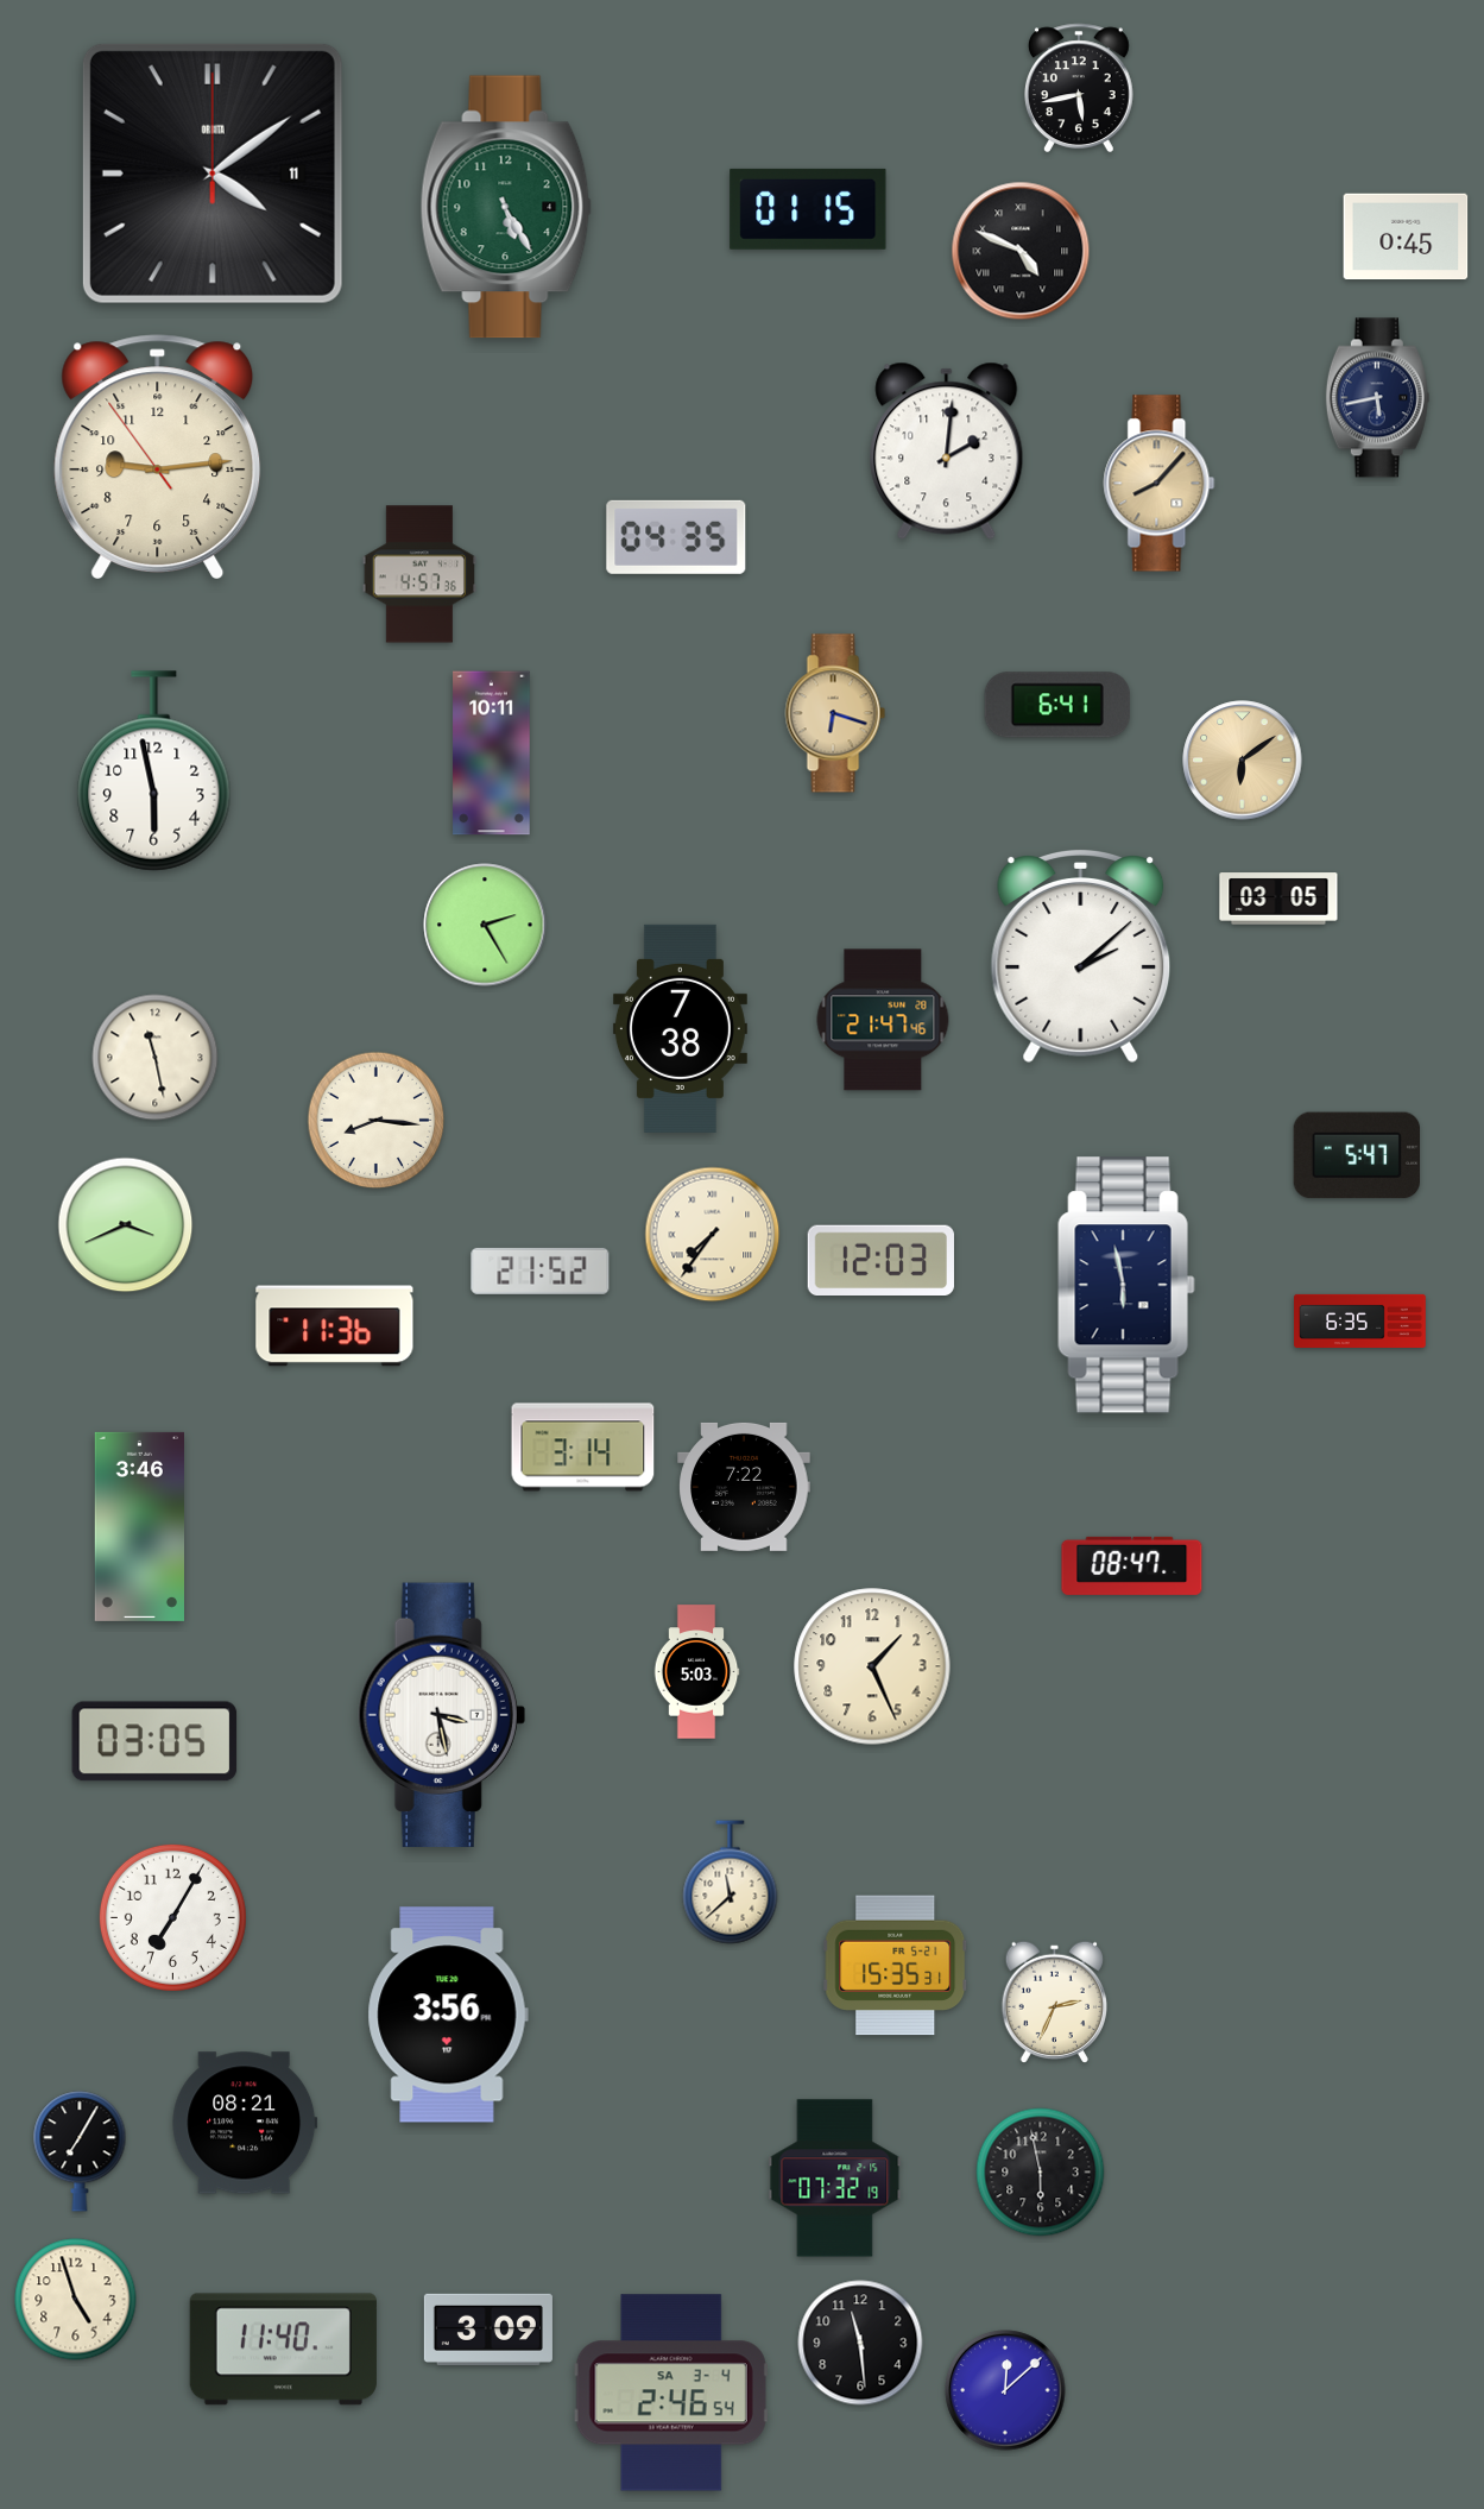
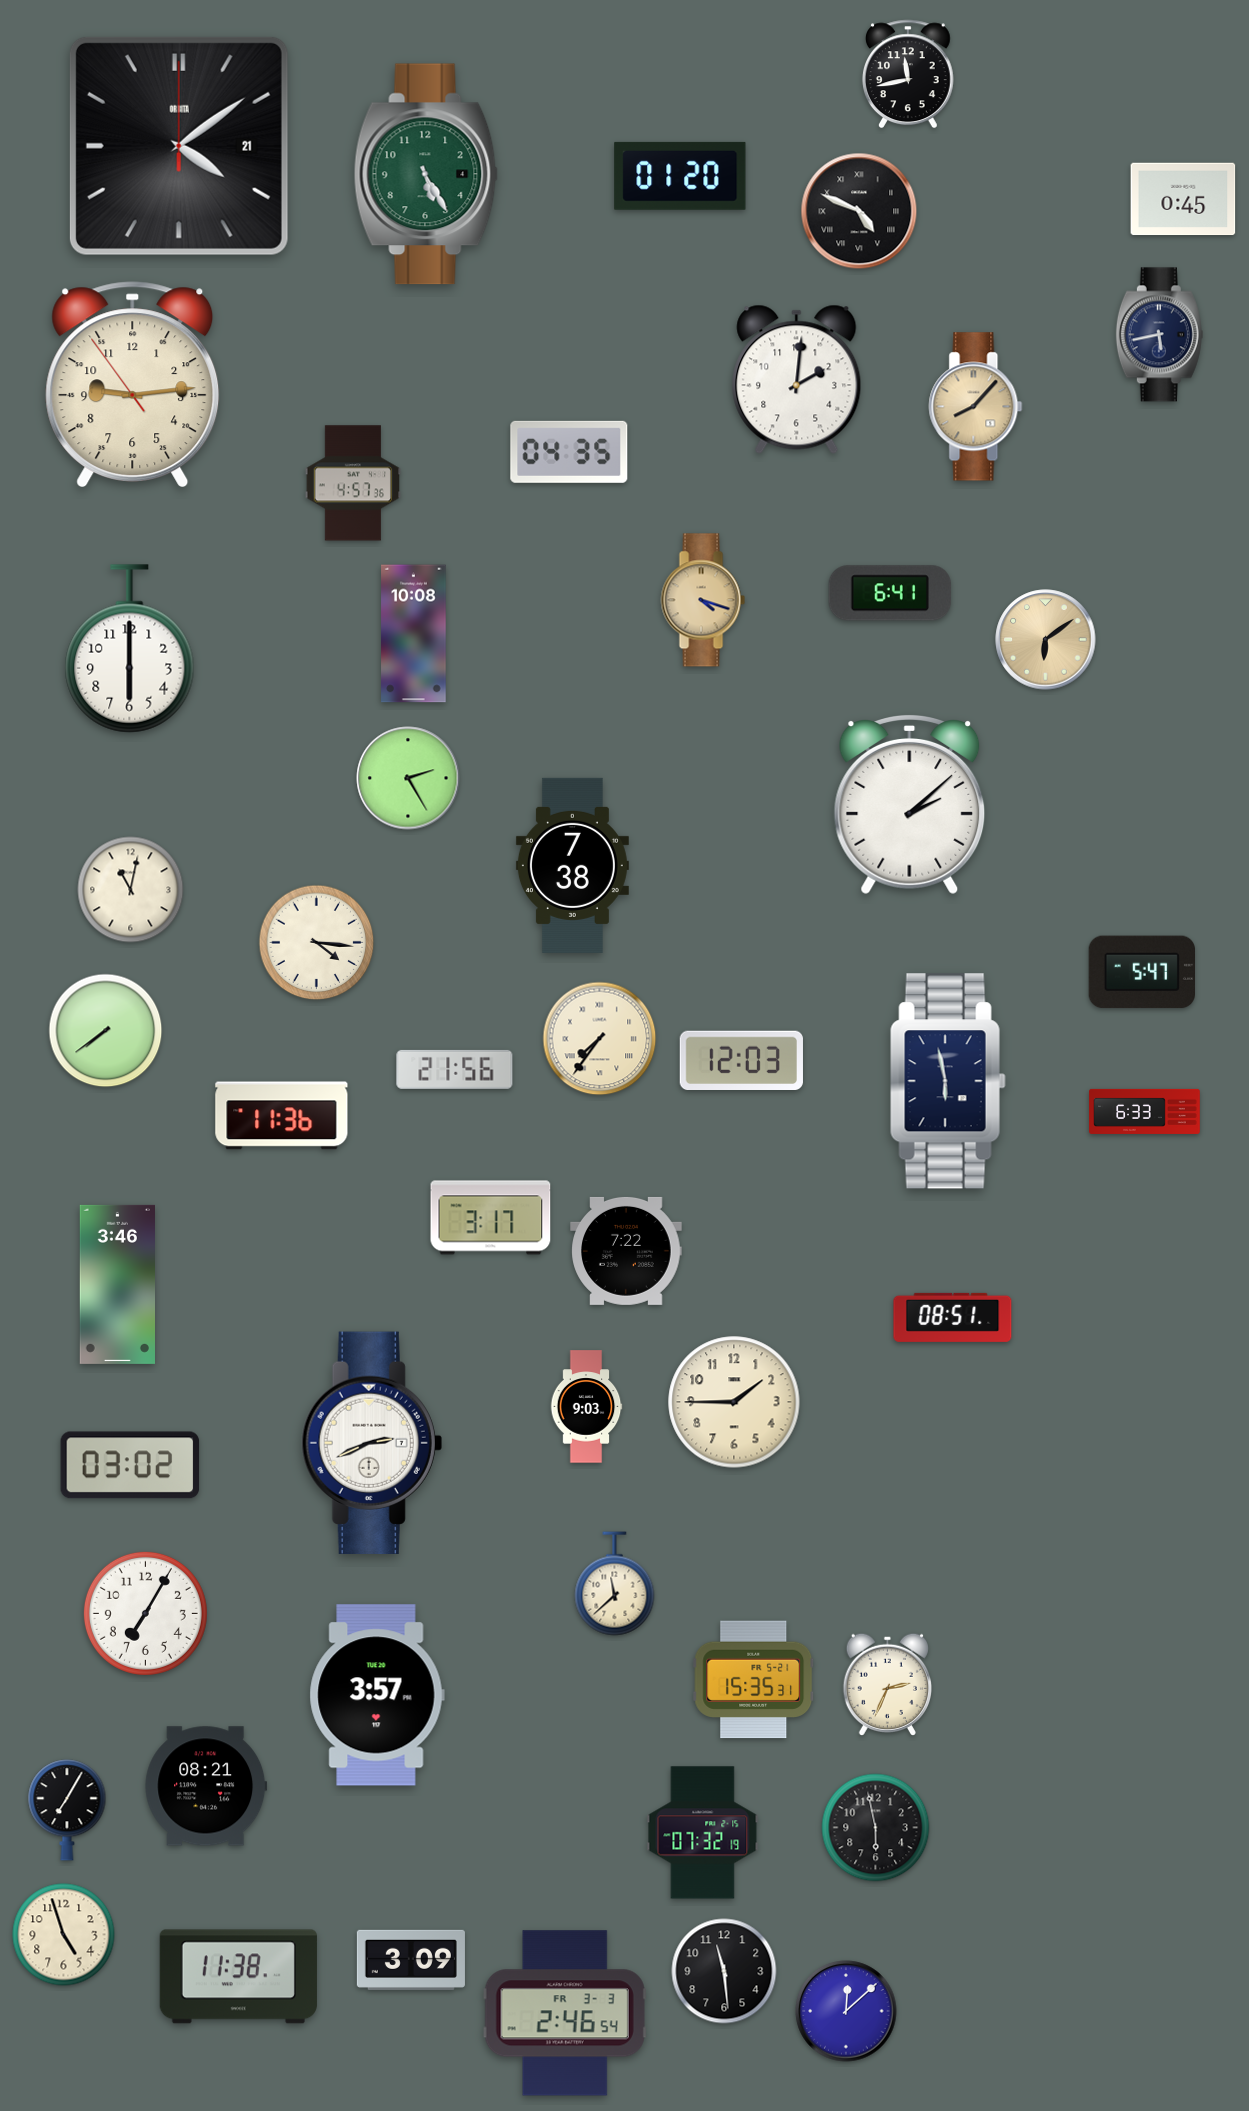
clock at (1079, 88): 5:43 -> 11:43
clock at (213, 174) date: 11 -> 21
clock at (808, 209): 01:15 -> 01:20
clock at (835, 713): 6:18 -> 4:18
clock at (492, 754): 10:11 -> 10:08
clock at (154, 771): 5:58 -> 6:00
clock at (1278, 899): 03:05 -> none
clock at (883, 1020): 21:47 -> none
clock at (156, 1058): 11:28 -> 11:02
clock at (377, 1121): 8:16 -> 4:16
clock at (126, 1225): 3:41 -> 7:39
clock at (541, 1271): 21:52 -> 21:56
clock at (1360, 1320): 6:35 -> 6:33
clock at (583, 1448): 3:14 -> 3:17
clock at (1132, 1565): 08:47 -> 08:51
clock at (872, 1666): 1:26 -> 1:45
clock at (696, 1672): 5:03 -> 9:03
clock at (442, 1714): 3:28 -> 2:41
clock at (154, 1741): 03:05 -> 03:02
clock at (896, 1966) position: (896, 1966) -> (754, 1680)
clock at (448, 2015): 3:56 -> 3:57
clock at (283, 2350): 11:40 -> 11:38
clock at (671, 2393) date: SA 3-4 -> FR 3-3
